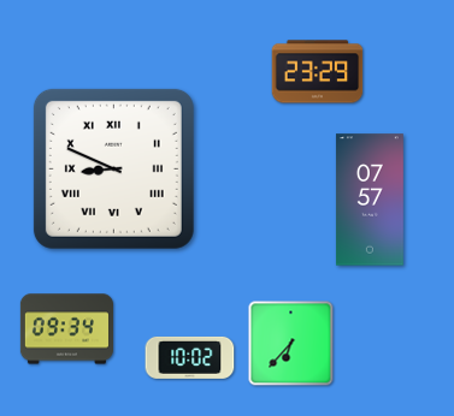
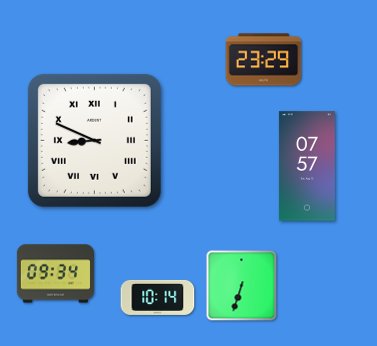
clock at (291, 344): 6:37 -> 6:33
clock at (190, 357): 10:02 -> 10:14
